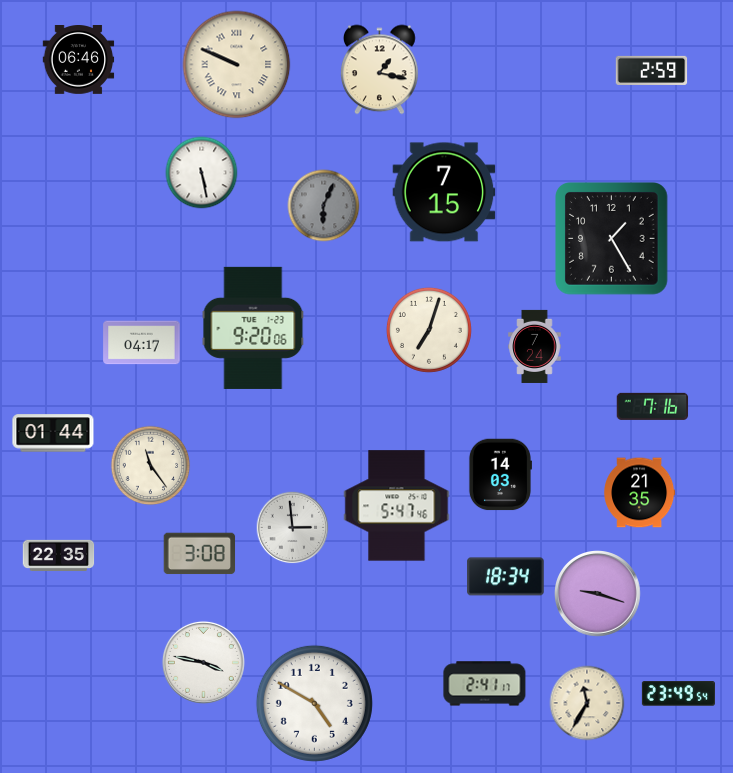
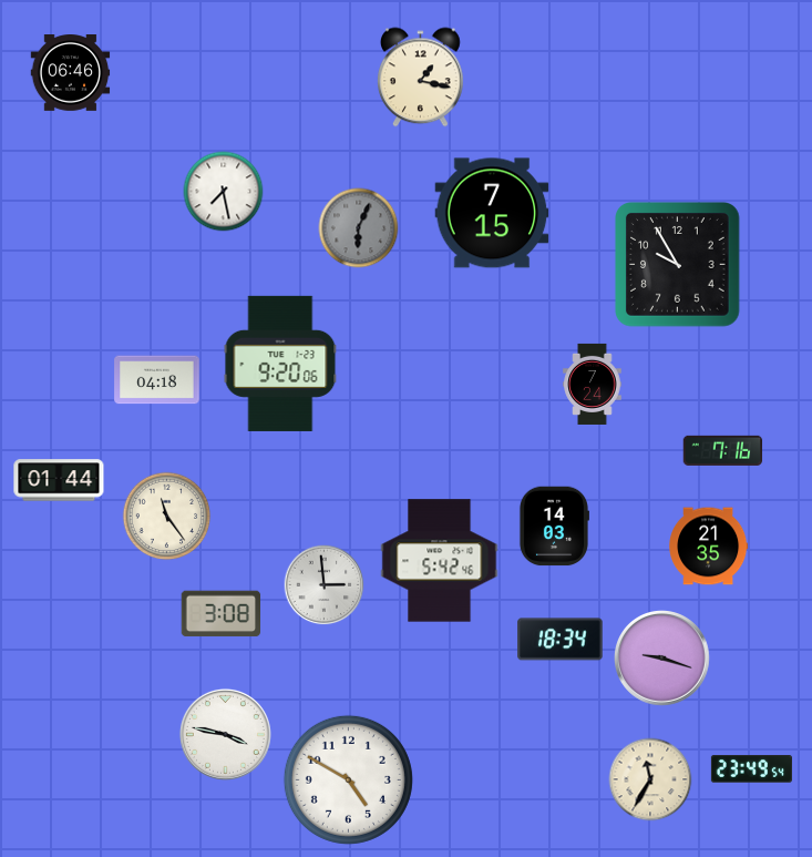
clock at (79, 60) position: (79, 60) -> (71, 73)
clock at (237, 65): 9:49 -> none
clock at (652, 70): 2:59 -> none
clock at (202, 173): 5:28 -> 7:28
clock at (612, 239): 1:25 -> 9:55
clock at (429, 330): 7:03 -> none
clock at (142, 343): 04:17 -> 04:18
clock at (397, 506): 5:47 -> 5:42
clock at (59, 555): 22:35 -> none
clock at (485, 684): 2:41 -> none
